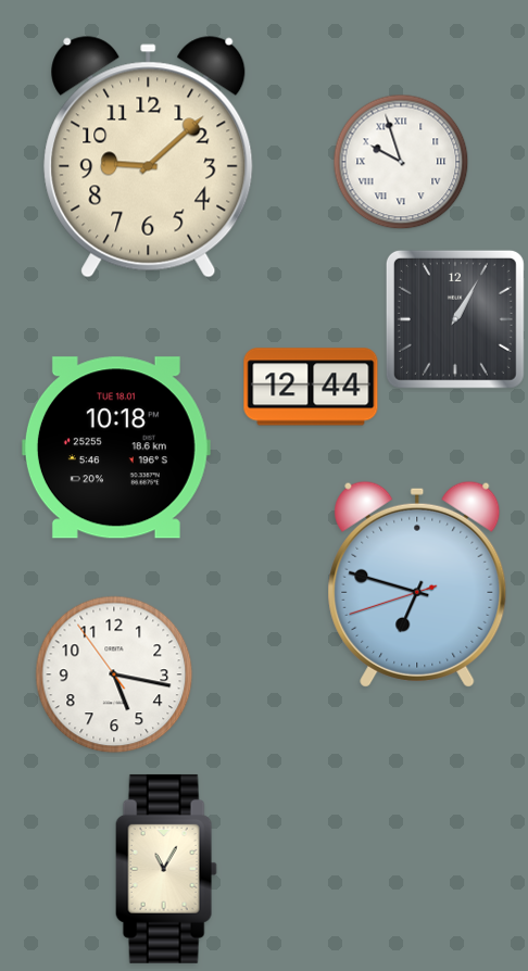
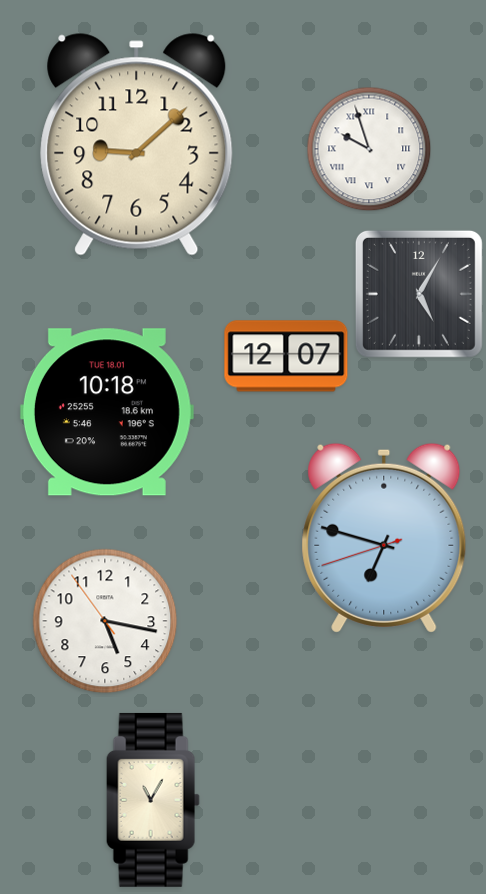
clock at (455, 319): 1:05 -> 5:05
clock at (311, 387): 12:44 -> 12:07
